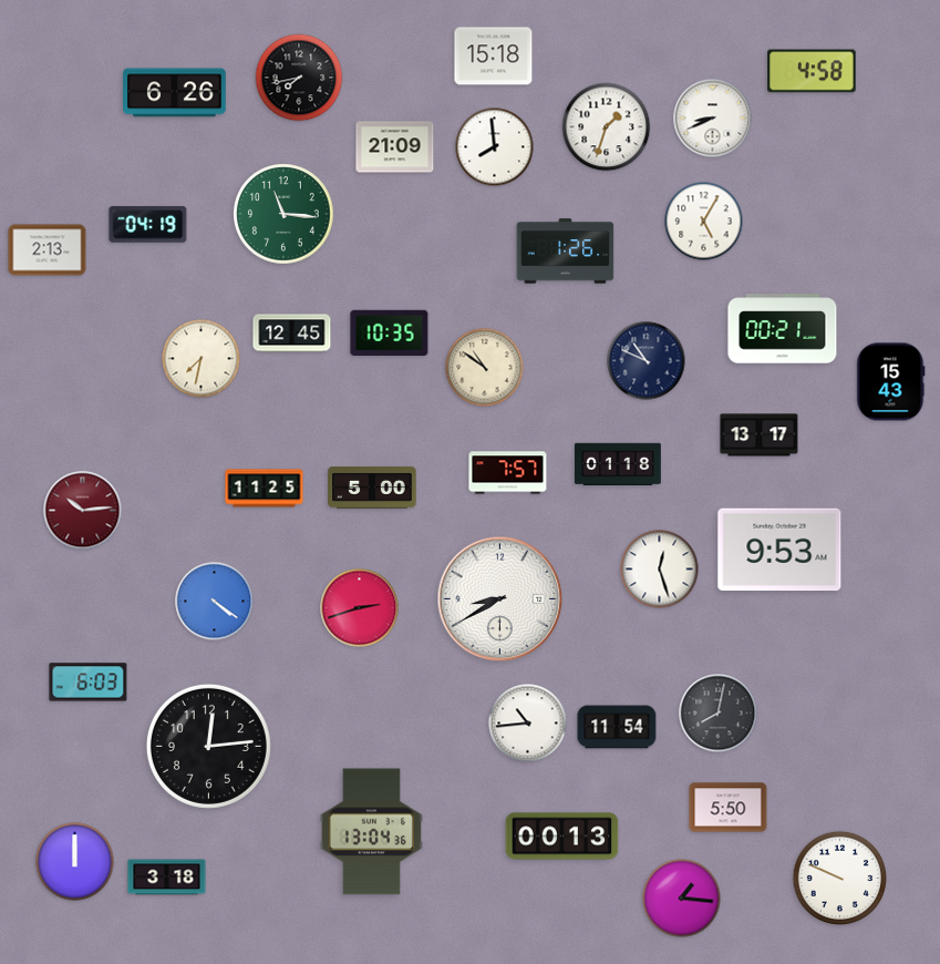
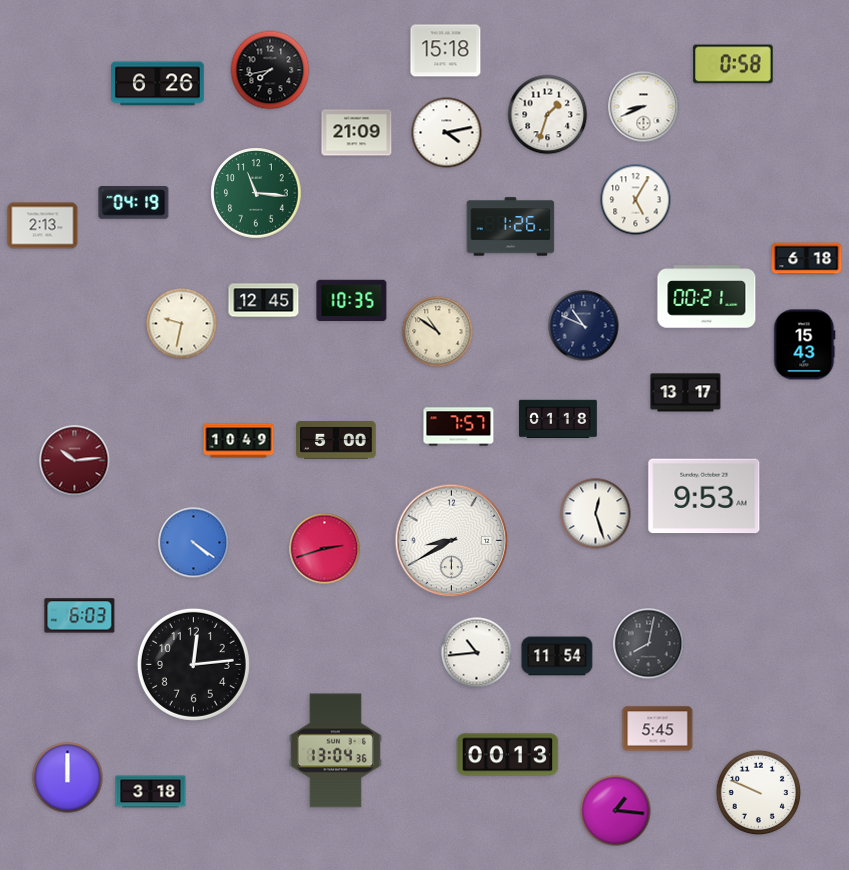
clock at (812, 71): 4:58 -> 0:58
clock at (495, 147): 7:59 -> 4:13
clock at (807, 259): none -> 6:18
clock at (202, 359): 7:32 -> 9:32
clock at (265, 489): 11:25 -> 10:49
clock at (208, 746) position: (208, 746) -> (193, 664)
clock at (729, 808): 5:50 -> 5:45
